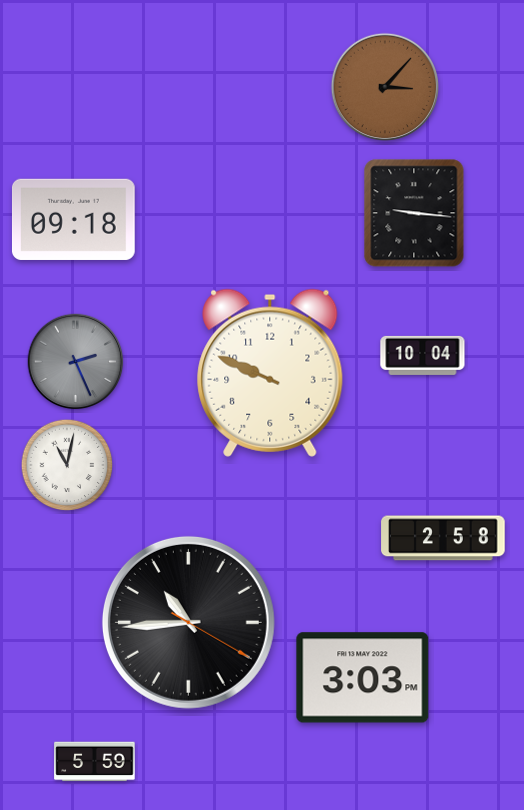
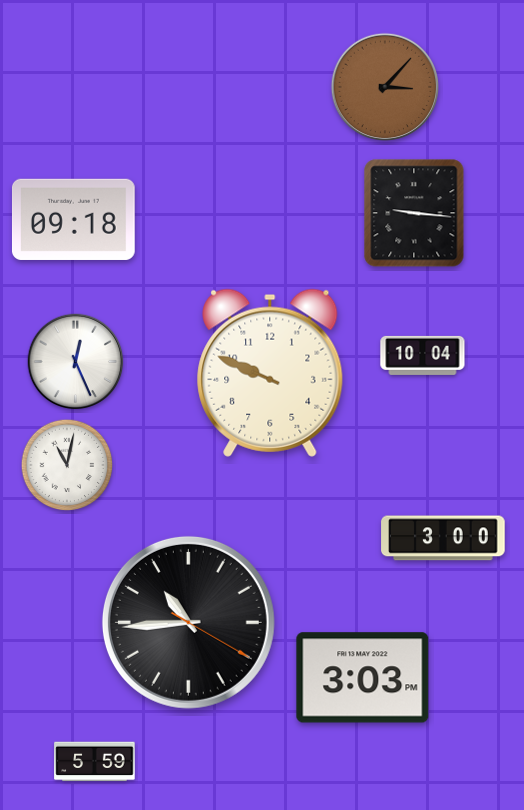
clock at (76, 362): 2:26 -> 12:26
clock at (76, 362) dial: grey -> white
clock at (443, 538): 2:58 -> 3:00
